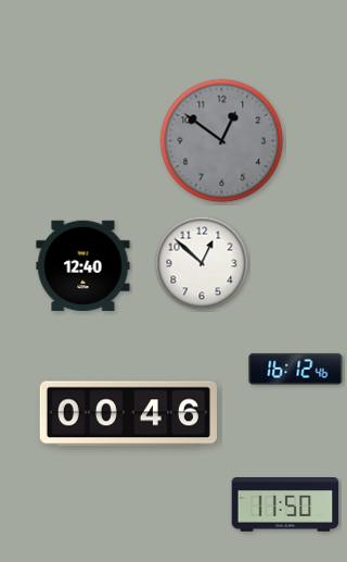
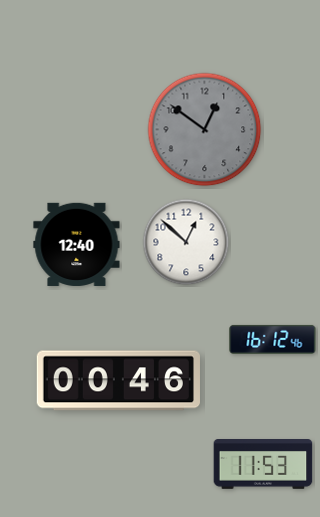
clock at (285, 505): 11:50 -> 11:53
